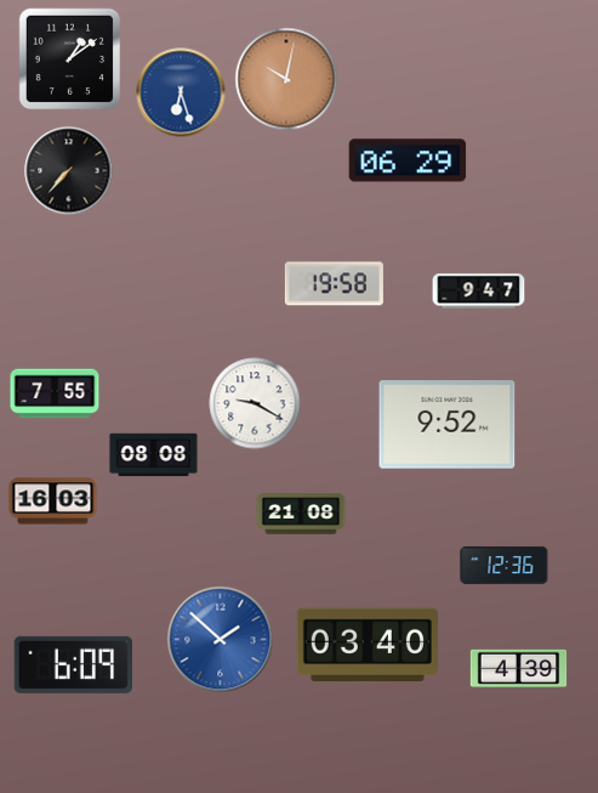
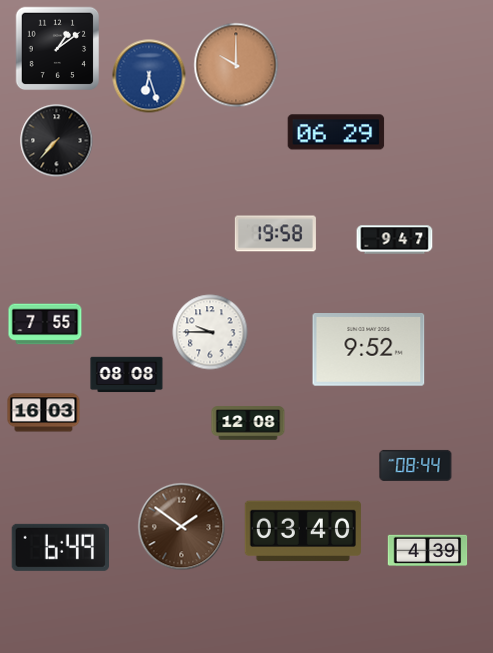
clock at (286, 79): 10:02 -> 10:00
clock at (255, 403): 9:20 -> 9:45
clock at (301, 514): 21:08 -> 12:08
clock at (505, 565): 12:36 -> 08:44
clock at (221, 640): 1:52 -> 1:51
clock at (221, 640) dial: blue -> brown
clock at (73, 664): 6:09 -> 6:49
